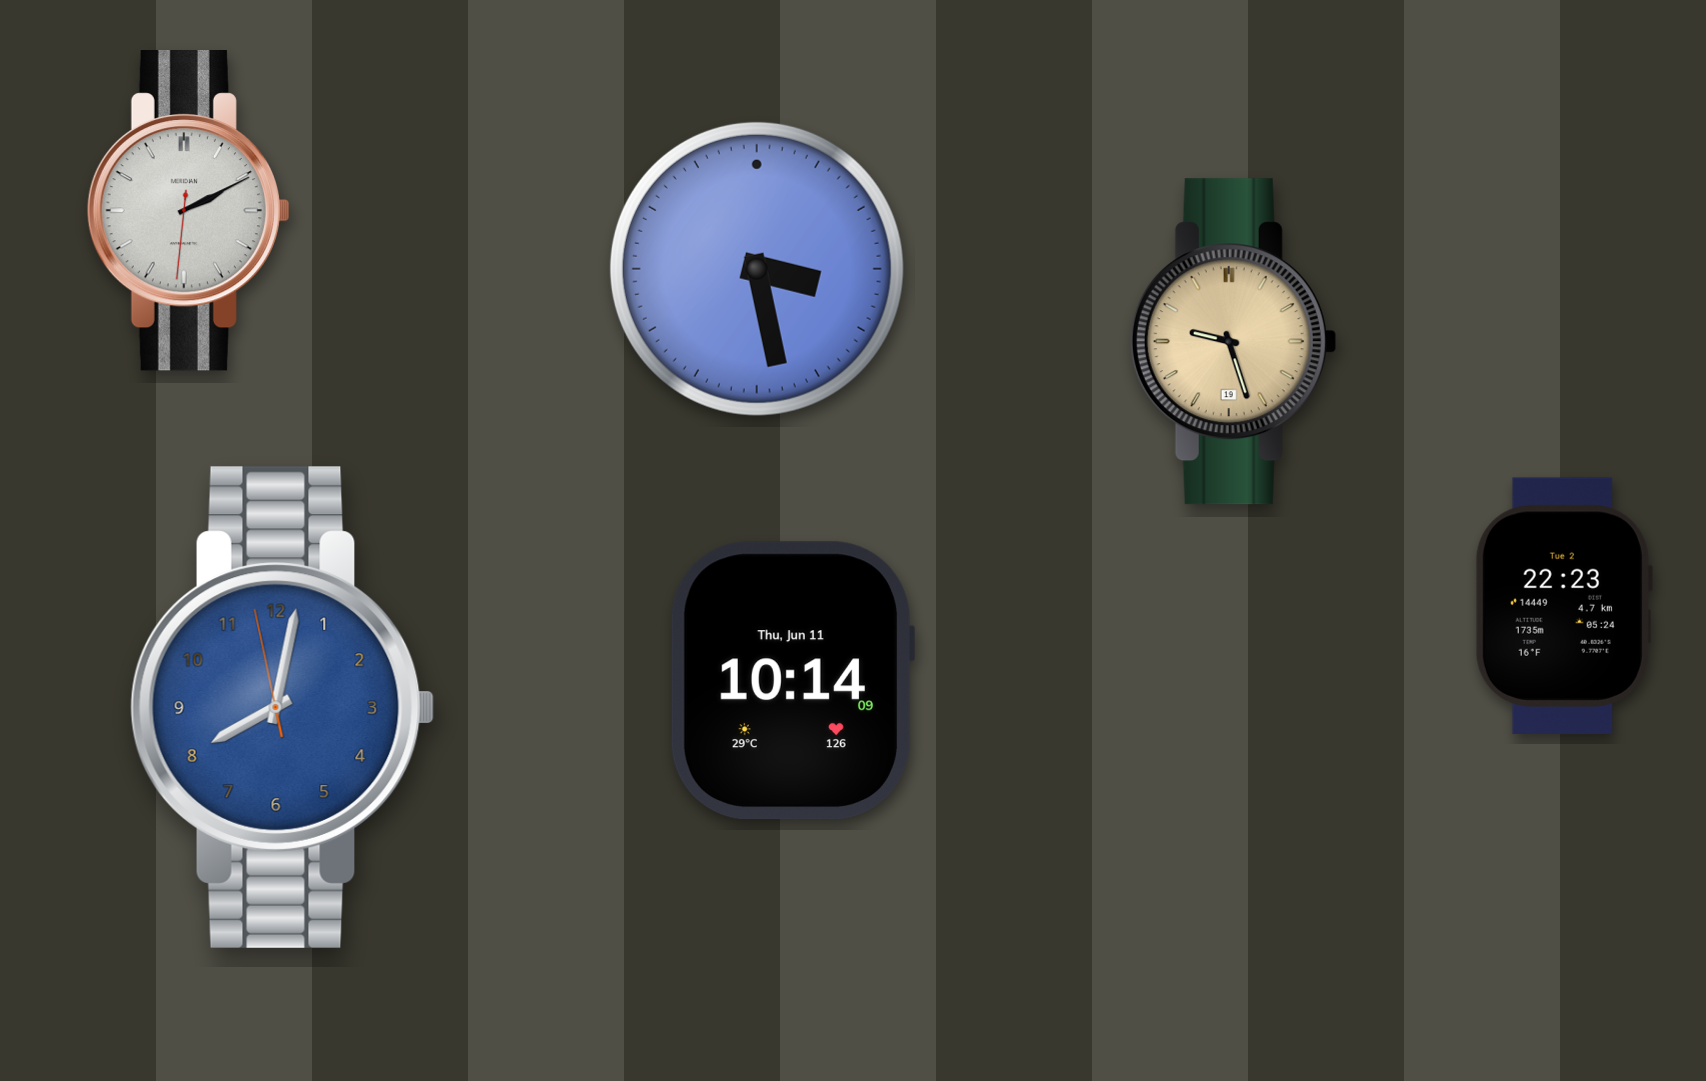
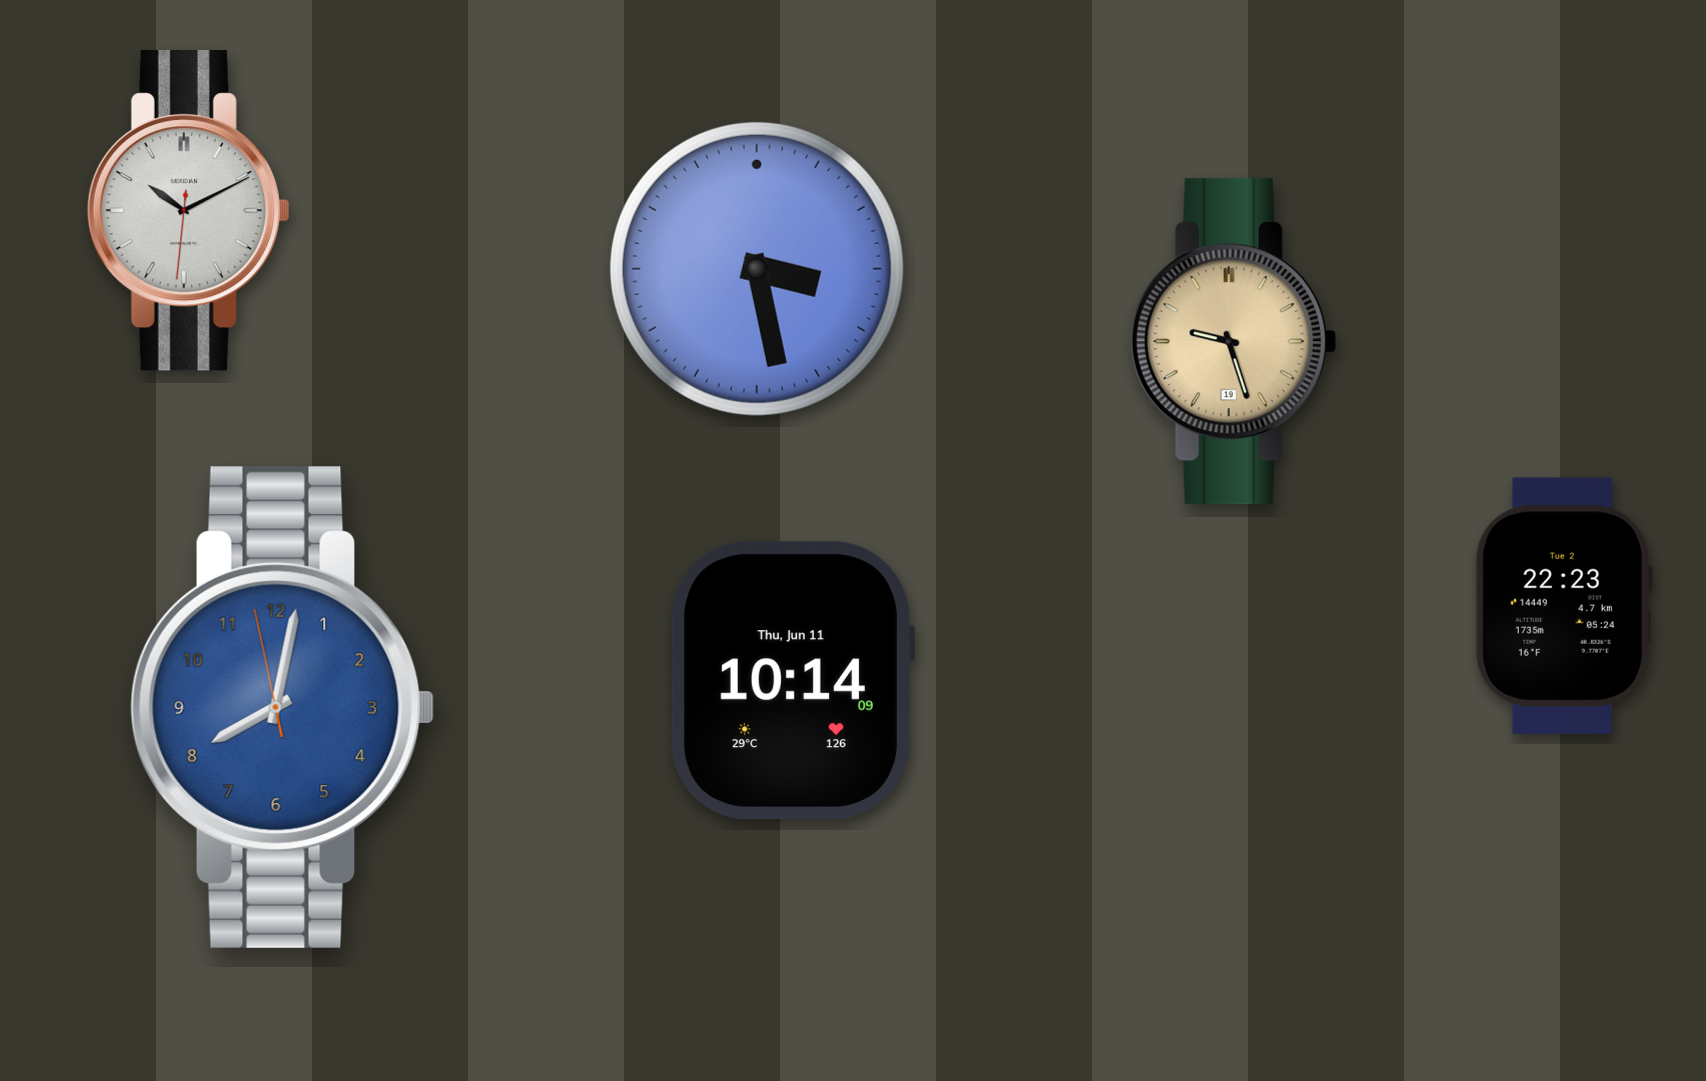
clock at (188, 211): 2:10 -> 10:10
